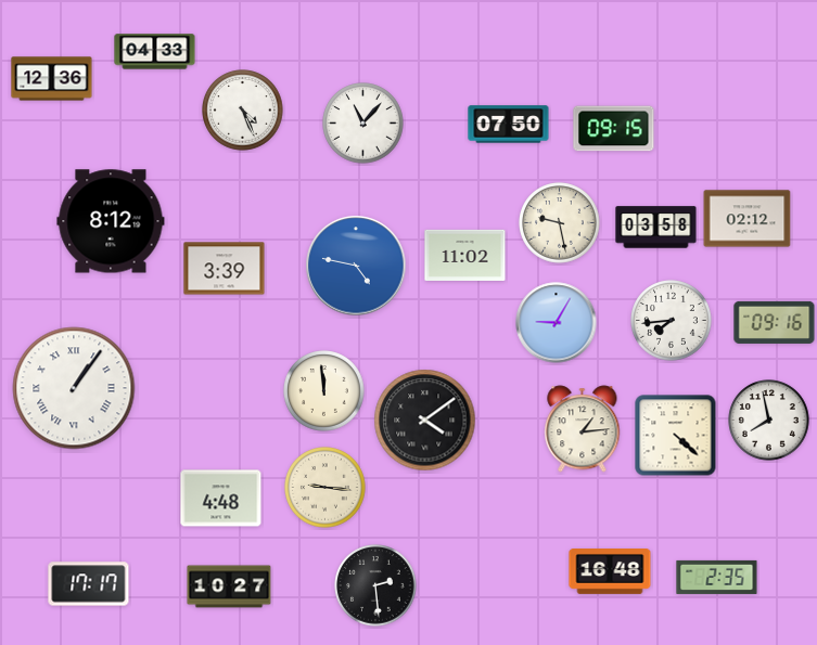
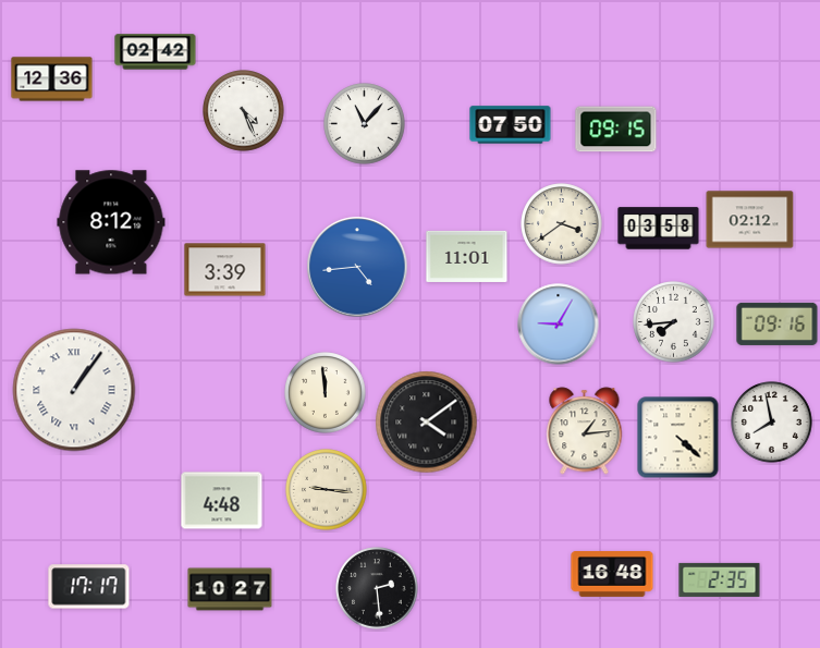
clock at (155, 52): 04:33 -> 02:42
clock at (560, 223): 9:28 -> 3:39
clock at (465, 255): 11:02 -> 11:01
clock at (356, 266): 4:47 -> 4:44
